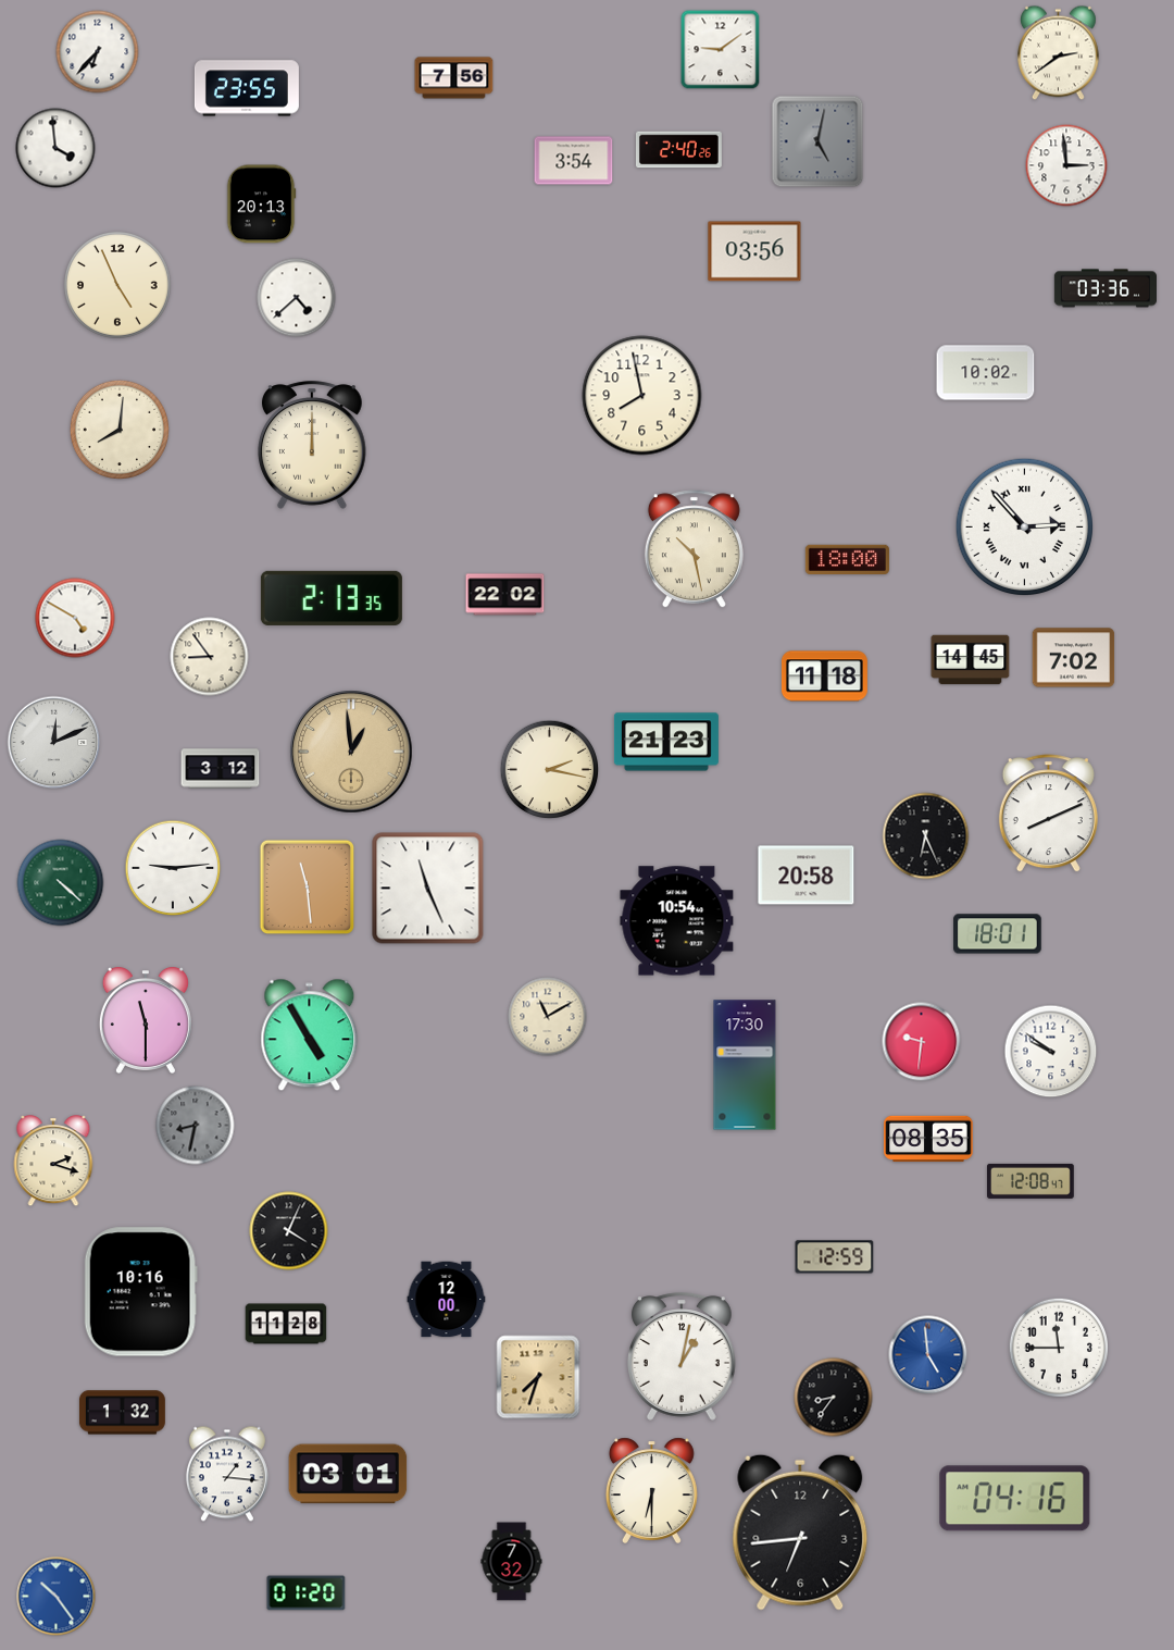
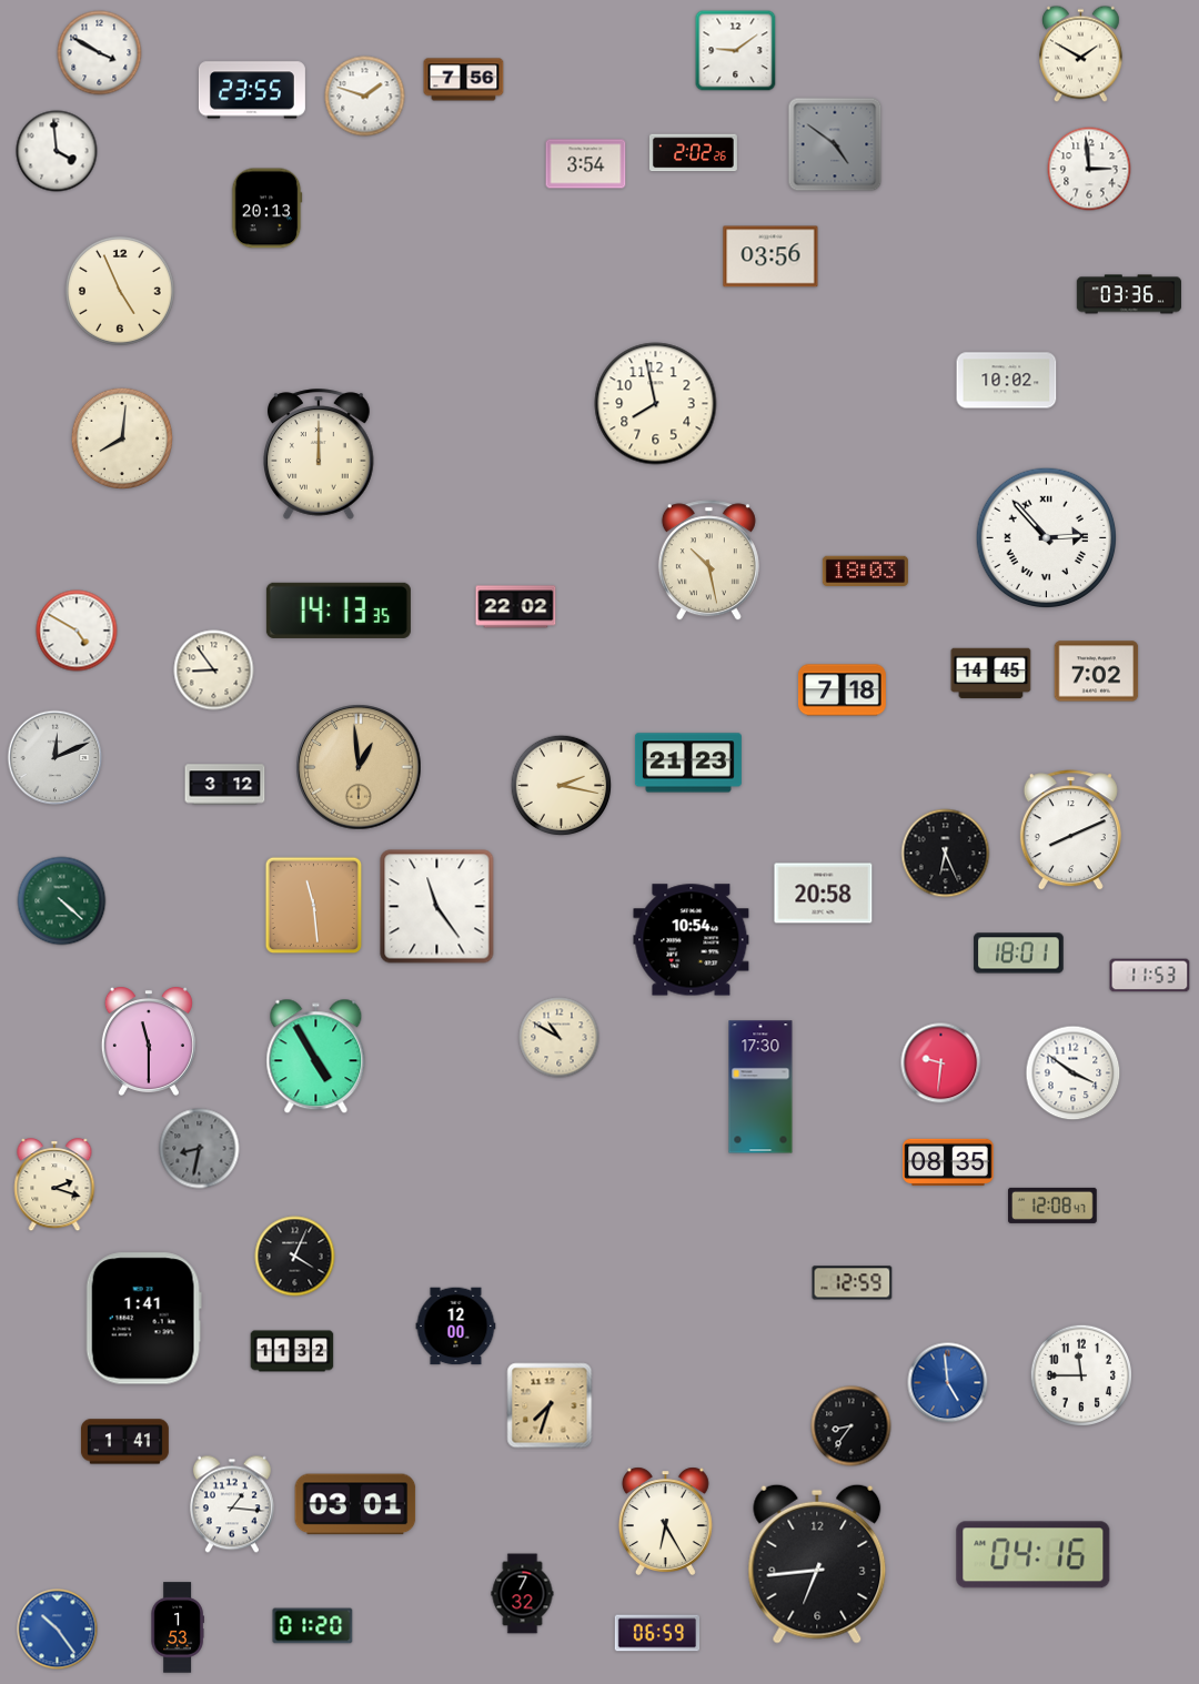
clock at (98, 52): 6:37 -> 3:50
clock at (1059, 53): 2:39 -> 1:50
clock at (365, 97): none -> 1:48
clock at (817, 141): 5:02 -> 4:51
clock at (678, 150): 2:40 -> 2:02
clock at (297, 298): 4:38 -> none
clock at (847, 559): 18:00 -> 18:03
clock at (332, 598): 2:13 -> 14:13
clock at (824, 677): 11:18 -> 7:18
clock at (666, 742) position: (666, 742) -> (688, 763)
clock at (173, 868): 9:14 -> none
clock at (428, 889): 11:26 -> 11:24
clock at (1150, 976): none -> 11:53
clock at (548, 1017): 11:10 -> 10:50
clock at (1051, 1052): 9:51 -> 3:51
clock at (140, 1292): 10:16 -> 1:41
clock at (286, 1324): 11:28 -> 11:32
clock at (683, 1356): 1:02 -> none
clock at (122, 1413): 1:32 -> 1:41
clock at (651, 1490): 6:30 -> 6:25
clock at (1015, 1499) position: (1015, 1499) -> (1034, 1555)
clock at (178, 1627): none -> 1:53
clock at (657, 1633): none -> 06:59
